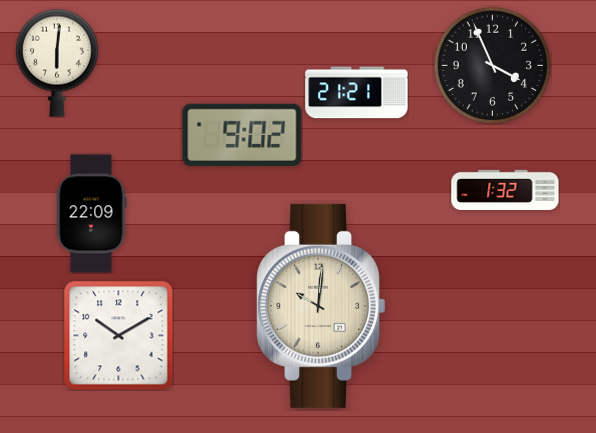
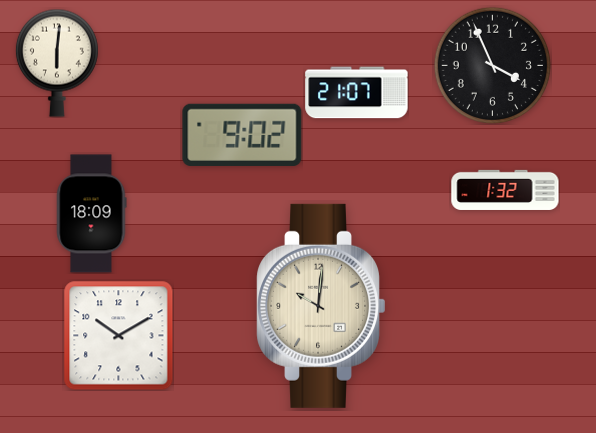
clock at (357, 93): 21:21 -> 21:07
clock at (92, 214): 22:09 -> 18:09
